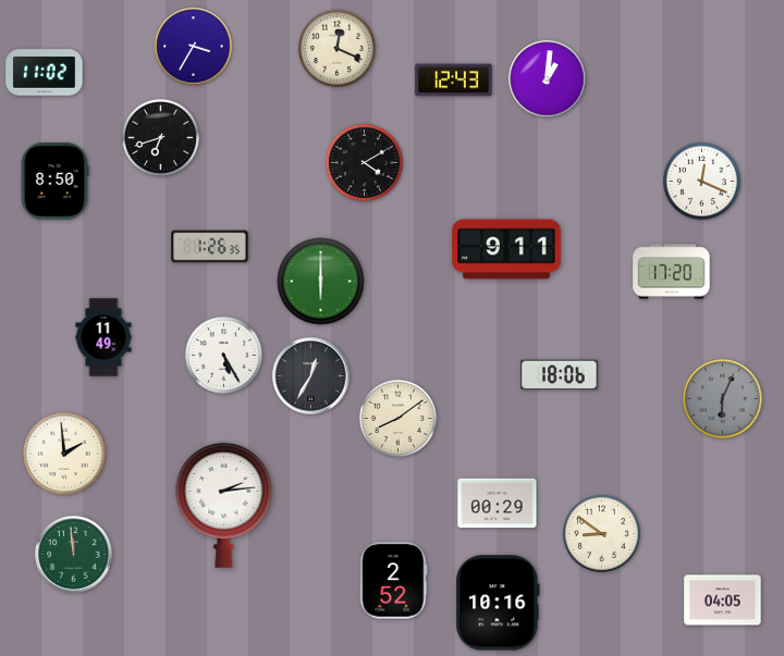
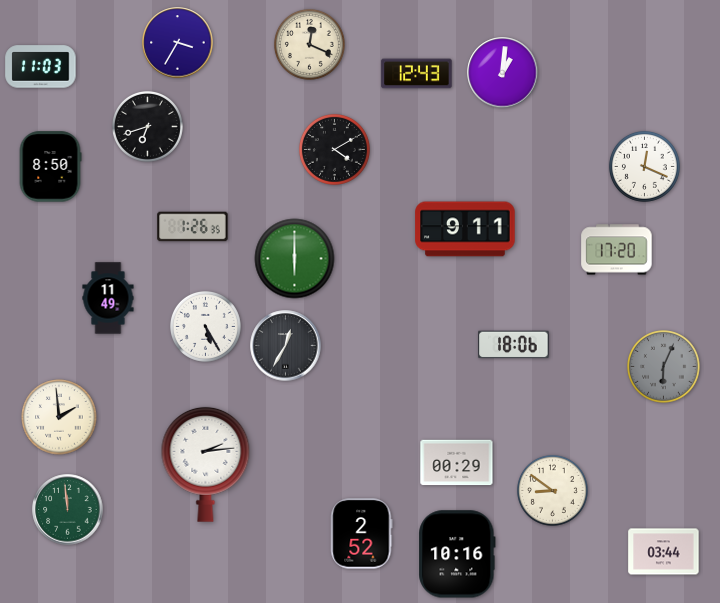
clock at (45, 73): 11:02 -> 11:03
clock at (103, 337) position: (103, 337) -> (108, 298)
clock at (397, 418): 8:09 -> none
clock at (723, 601): 04:05 -> 03:44
